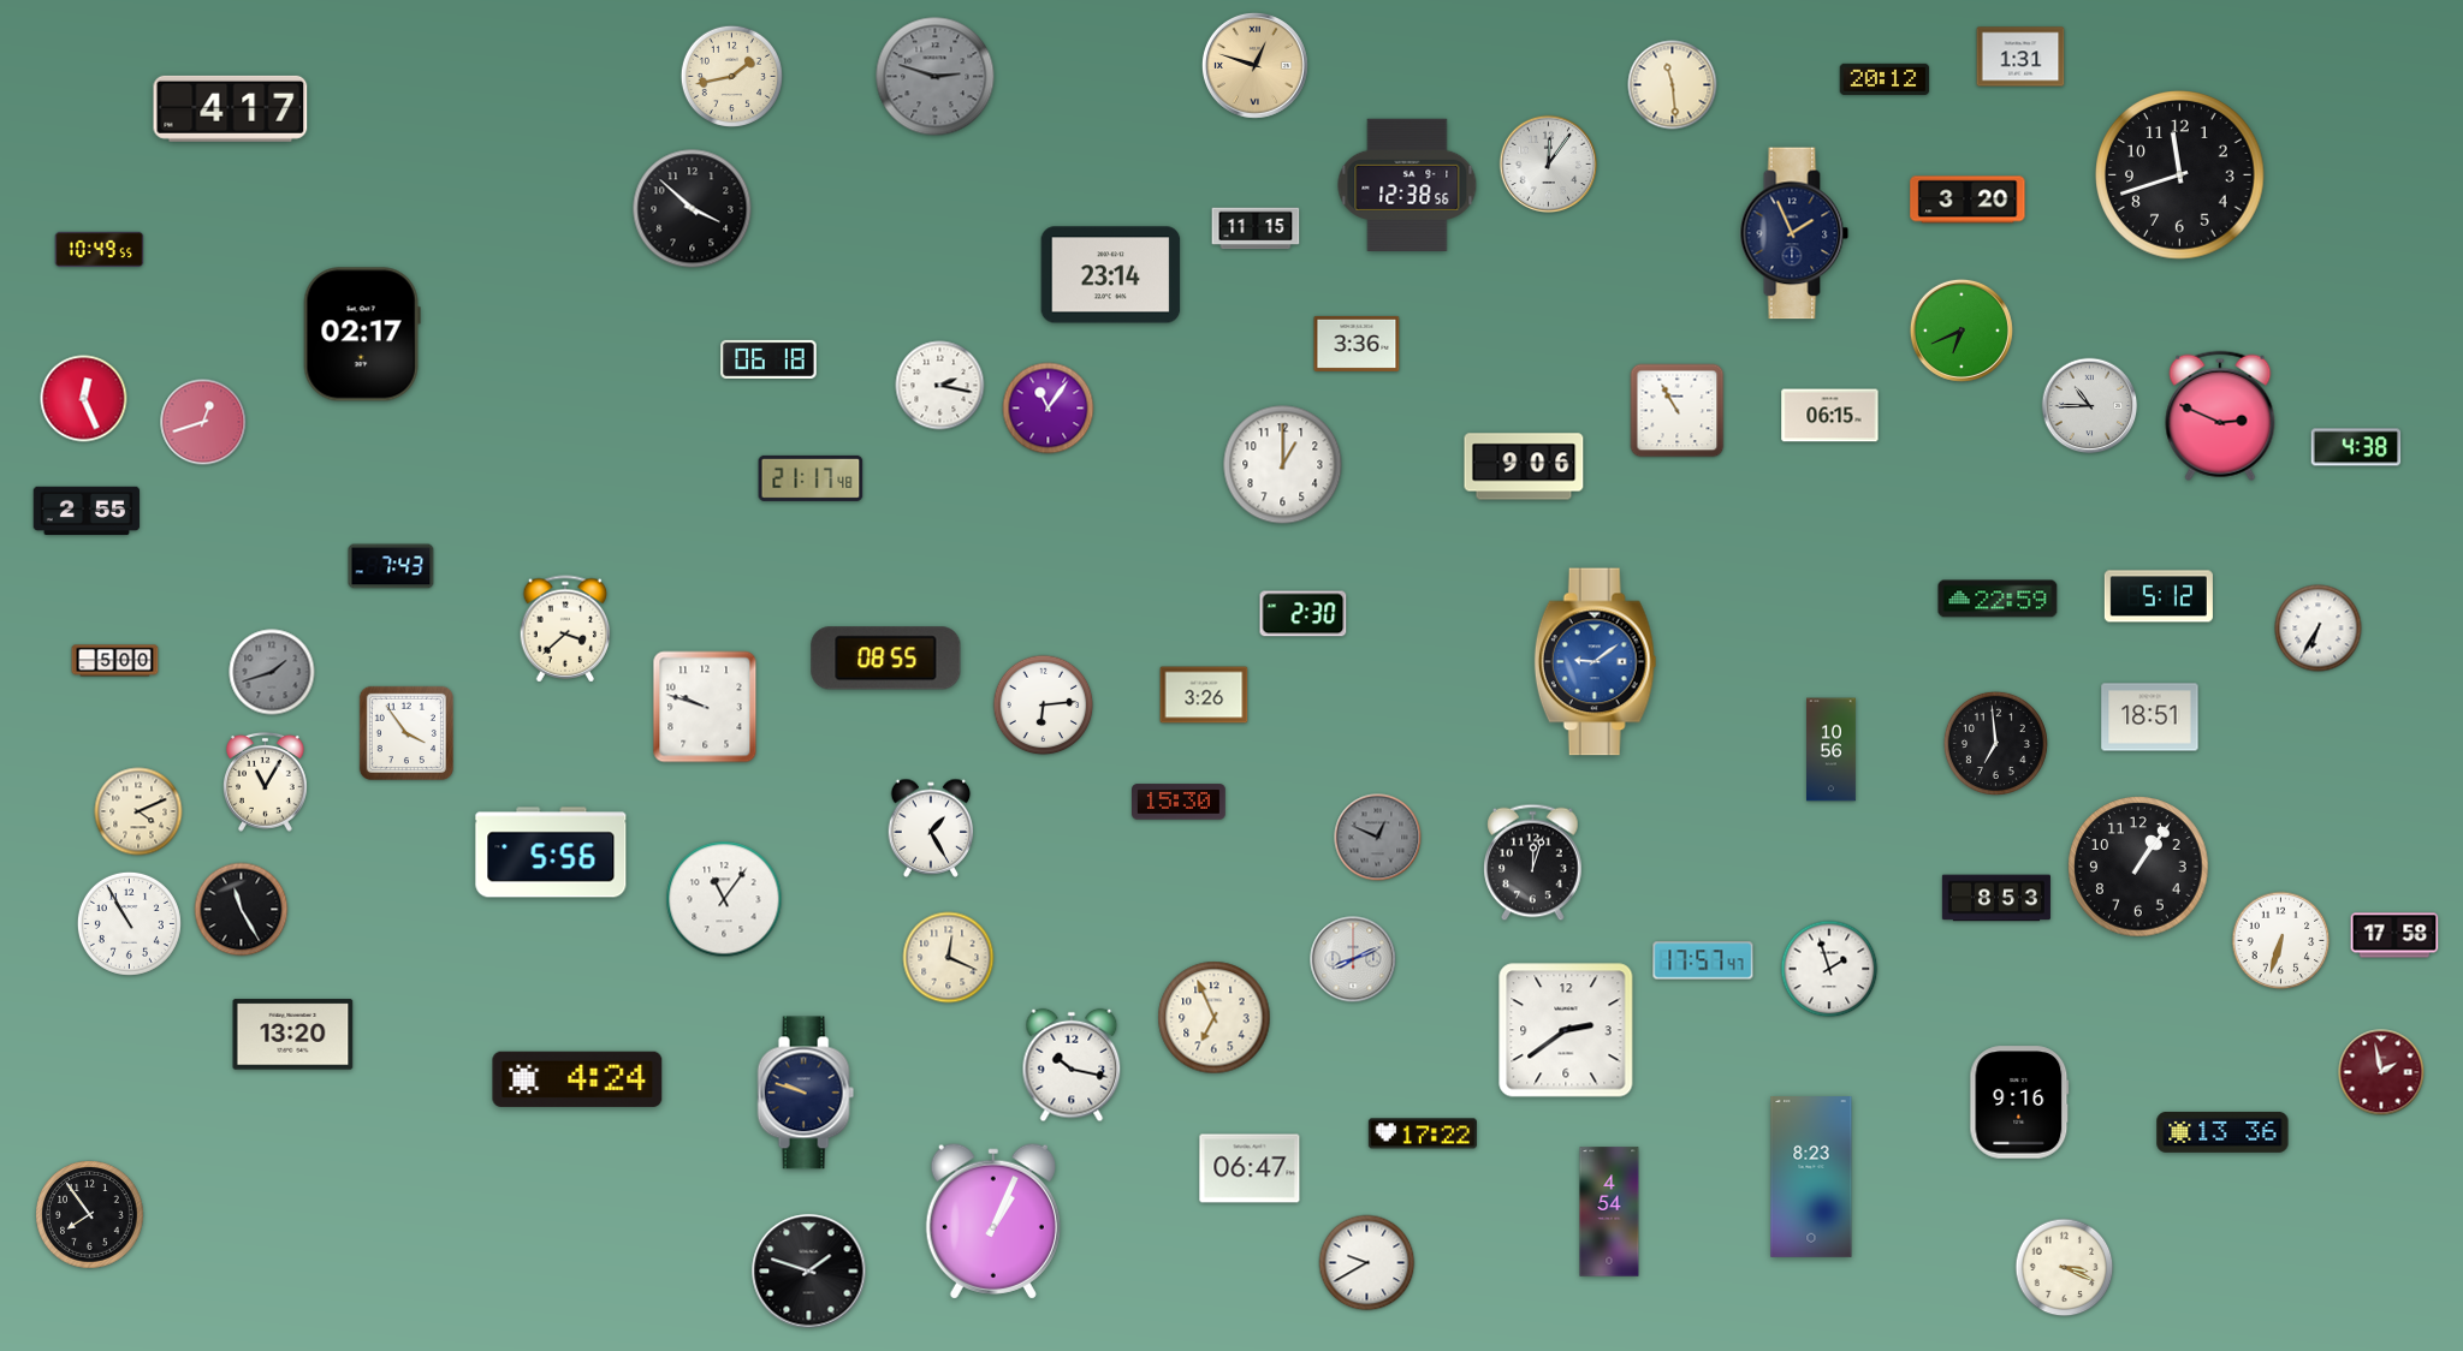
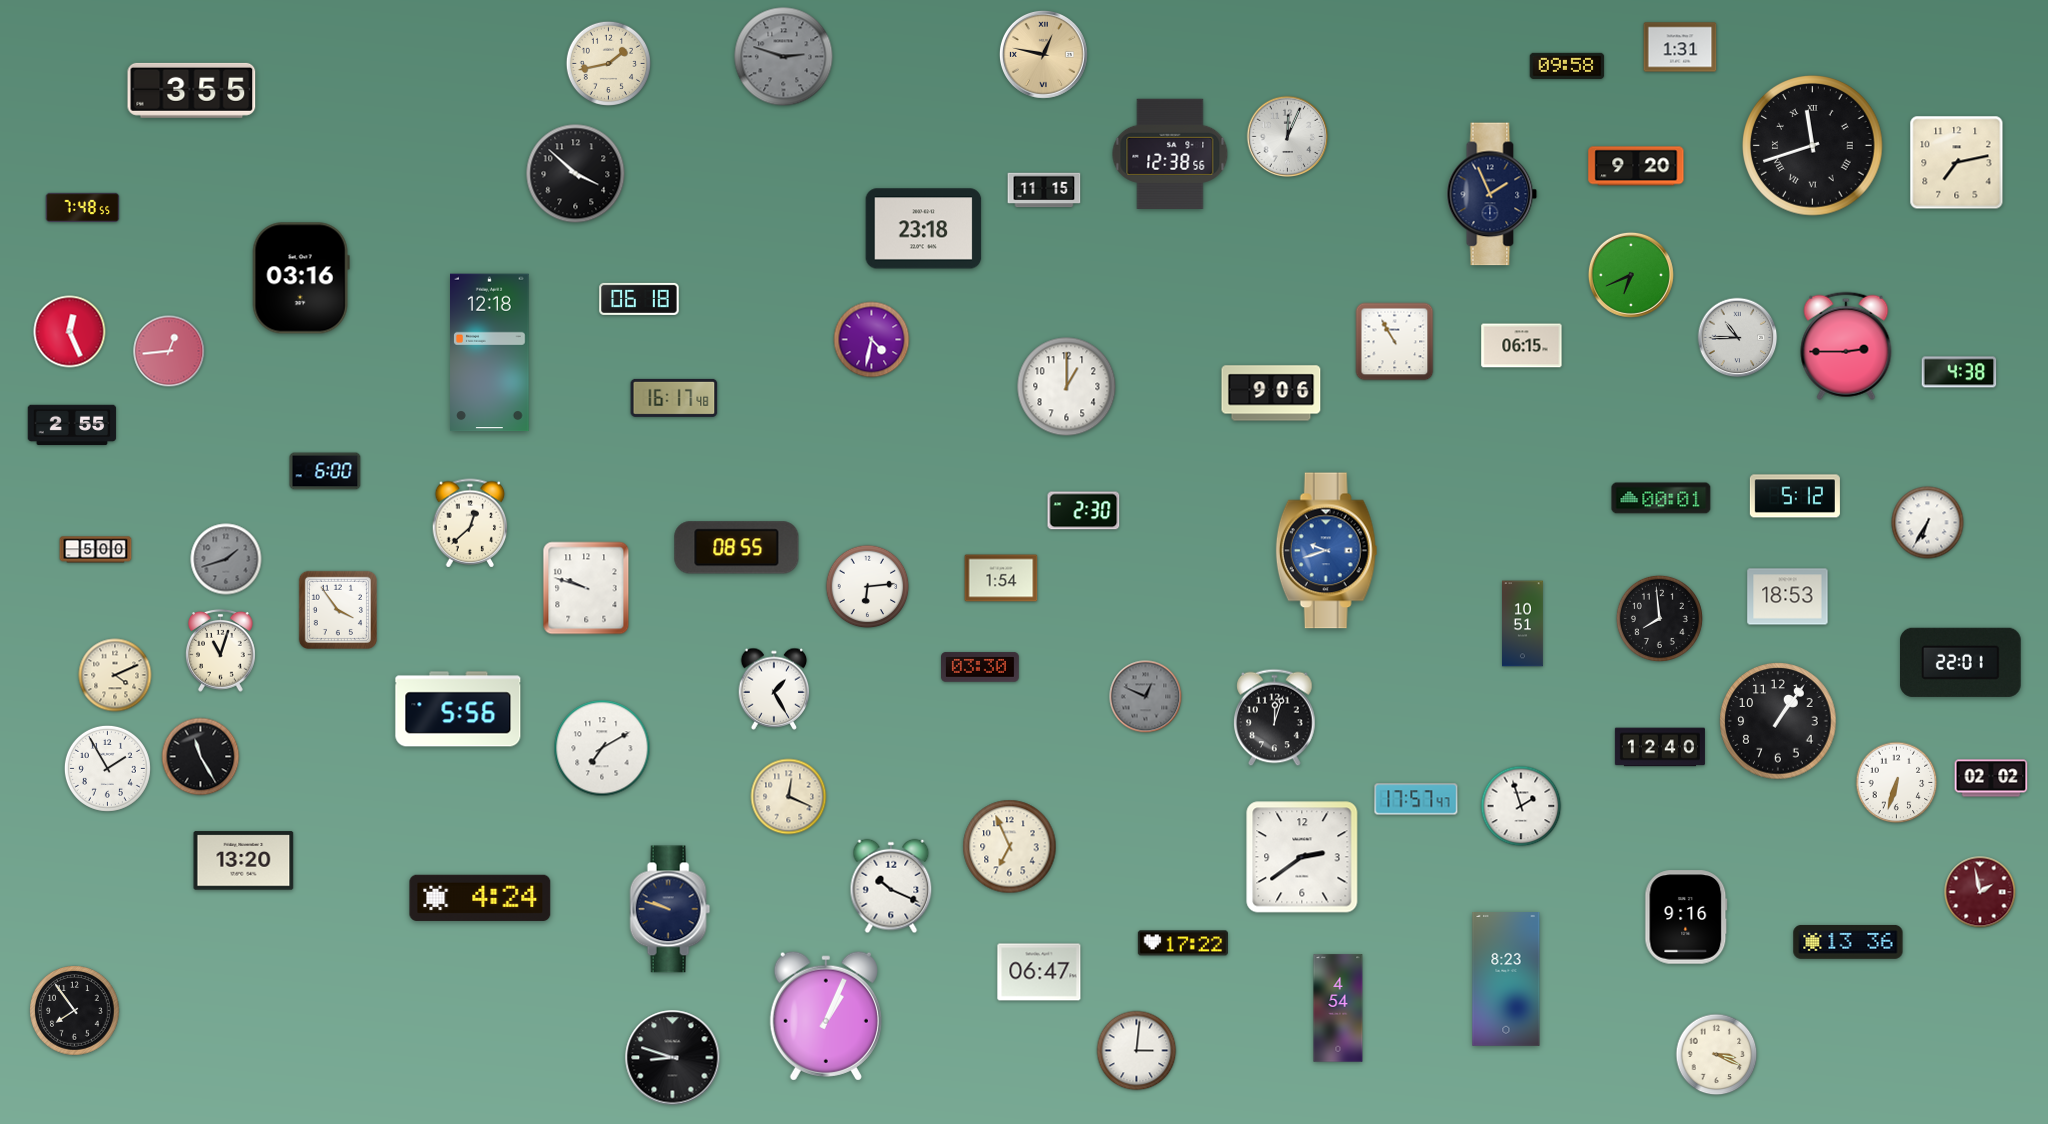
clock at (1254, 65): 12:48 -> 12:47
clock at (936, 77) position: (936, 77) -> (784, 57)
clock at (1885, 79): 20:12 -> 09:58
clock at (1673, 85): 11:29 -> none
clock at (231, 108): 4:17 -> 3:55
clock at (1549, 165): 12:06 -> 12:04
clock at (2180, 175) numerals: Arabic -> Roman
clock at (1957, 163): none -> 7:13
clock at (1968, 200): 3:20 -> 9:20
clock at (100, 249): 10:49 -> 7:48
clock at (1111, 275): 23:14 -> 23:18
clock at (362, 334): 02:17 -> 03:16
clock at (1357, 344): 3:36 -> none
clock at (940, 386): 2:17 -> none
clock at (1049, 409): 11:06 -> 4:32
clock at (2220, 416): 2:49 -> 2:45
clock at (203, 422): 12:42 -> 12:44
clock at (490, 353): none -> 12:18
clock at (1524, 466) position: (1524, 466) -> (1271, 393)
clock at (811, 478): 21:17 -> 16:17
clock at (391, 566): 7:43 -> 6:00
clock at (1998, 599): 22:59 -> 00:01
clock at (565, 629): 3:38 -> 12:38
clock at (1596, 662): 9:09 -> 9:42
clock at (1204, 695): 3:26 -> 1:54
clock at (2150, 718): 18:51 -> 18:53
clock at (1995, 743): 6:59 -> 7:59
clock at (1832, 750): 10:56 -> 10:51
clock at (266, 781): 11:05 -> 11:03
clock at (1961, 662): none -> 22:01
clock at (1180, 802): 15:30 -> 03:30
clock at (1996, 898): 8:53 -> 12:40
clock at (724, 899): 11:06 -> 7:10
clock at (129, 923): 10:55 -> 1:55
clock at (2394, 935): 17:58 -> 02:02
clock at (1353, 959): 8:11 -> none
clock at (1072, 1065): 10:17 -> 10:19
clock at (2019, 1102) position: (2019, 1102) -> (1686, 917)
clock at (1367, 1263): 9:40 -> 3:01
clock at (809, 1272): 1:48 -> 8:48
